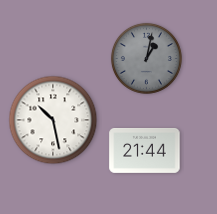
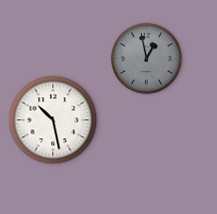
clock at (146, 58): 1:02 -> 12:58
clock at (145, 150): 21:44 -> none
